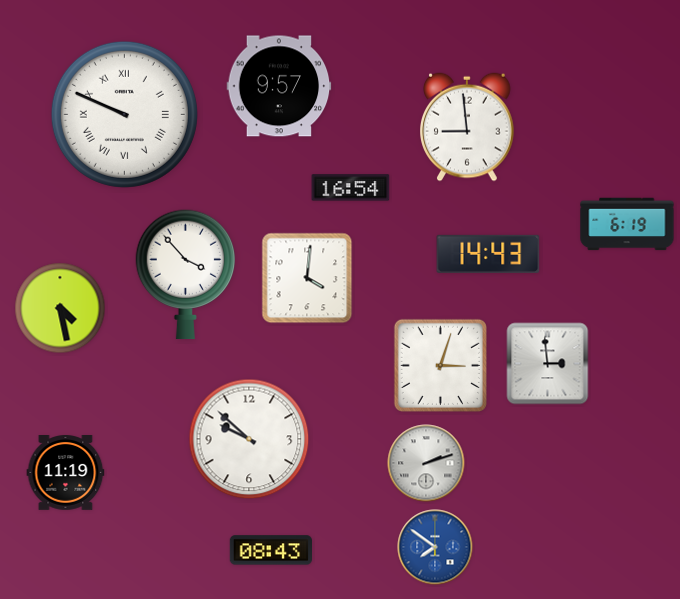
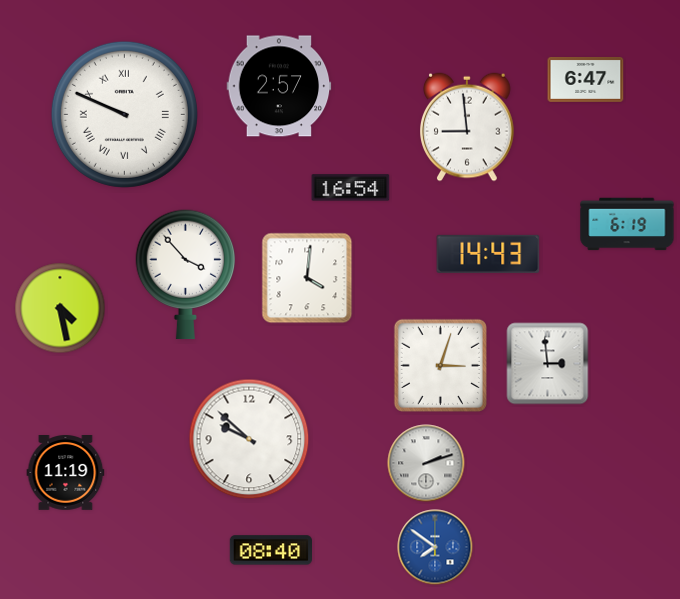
clock at (586, 79): none -> 6:47
clock at (279, 86): 9:57 -> 2:57
clock at (270, 550): 08:43 -> 08:40
